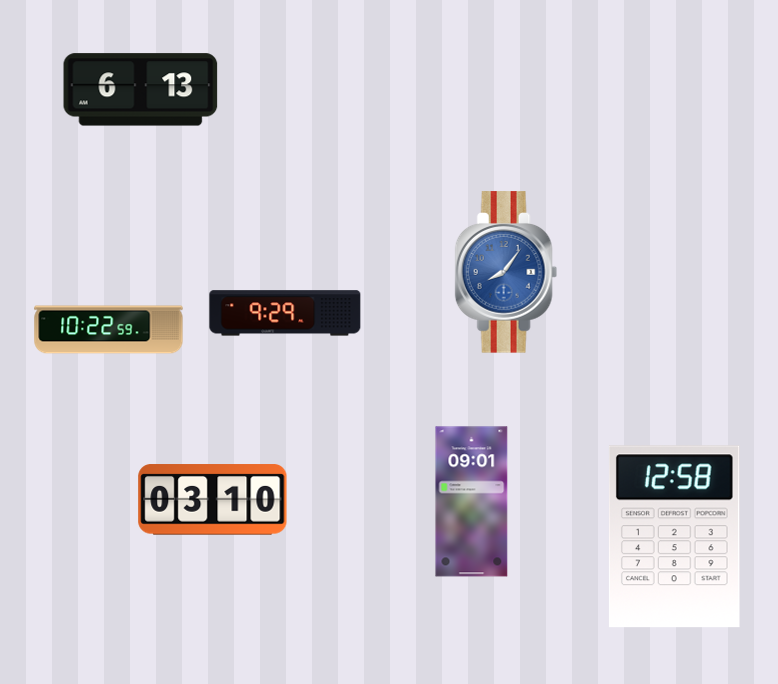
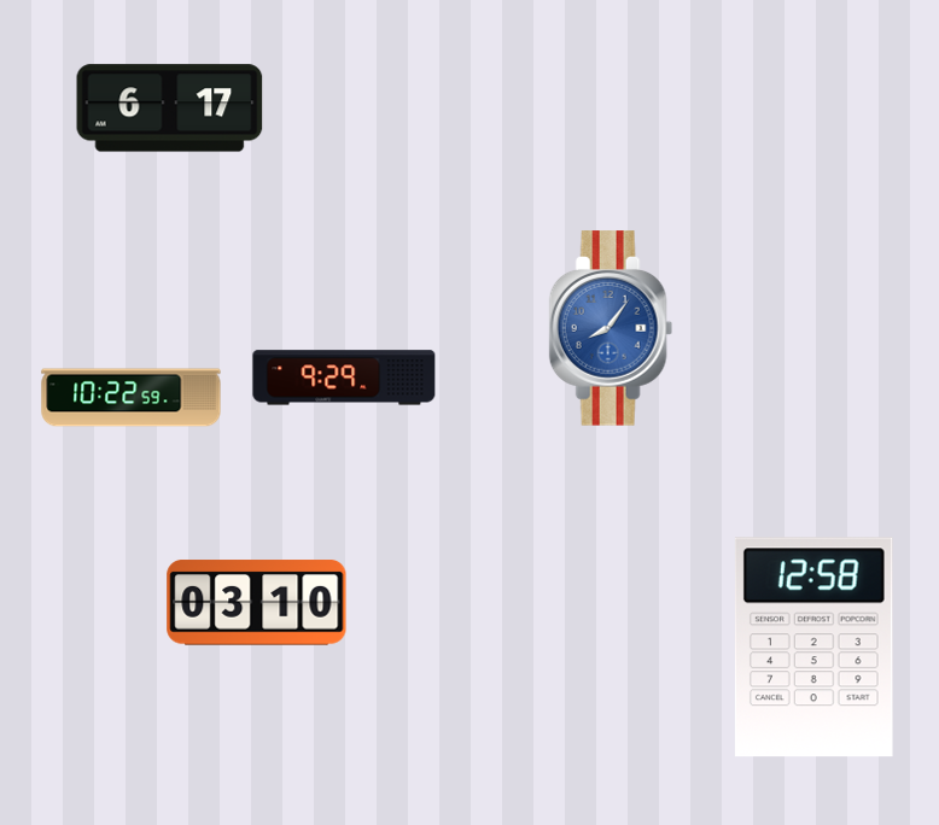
clock at (141, 90): 6:13 -> 6:17
clock at (472, 502): 09:01 -> none
